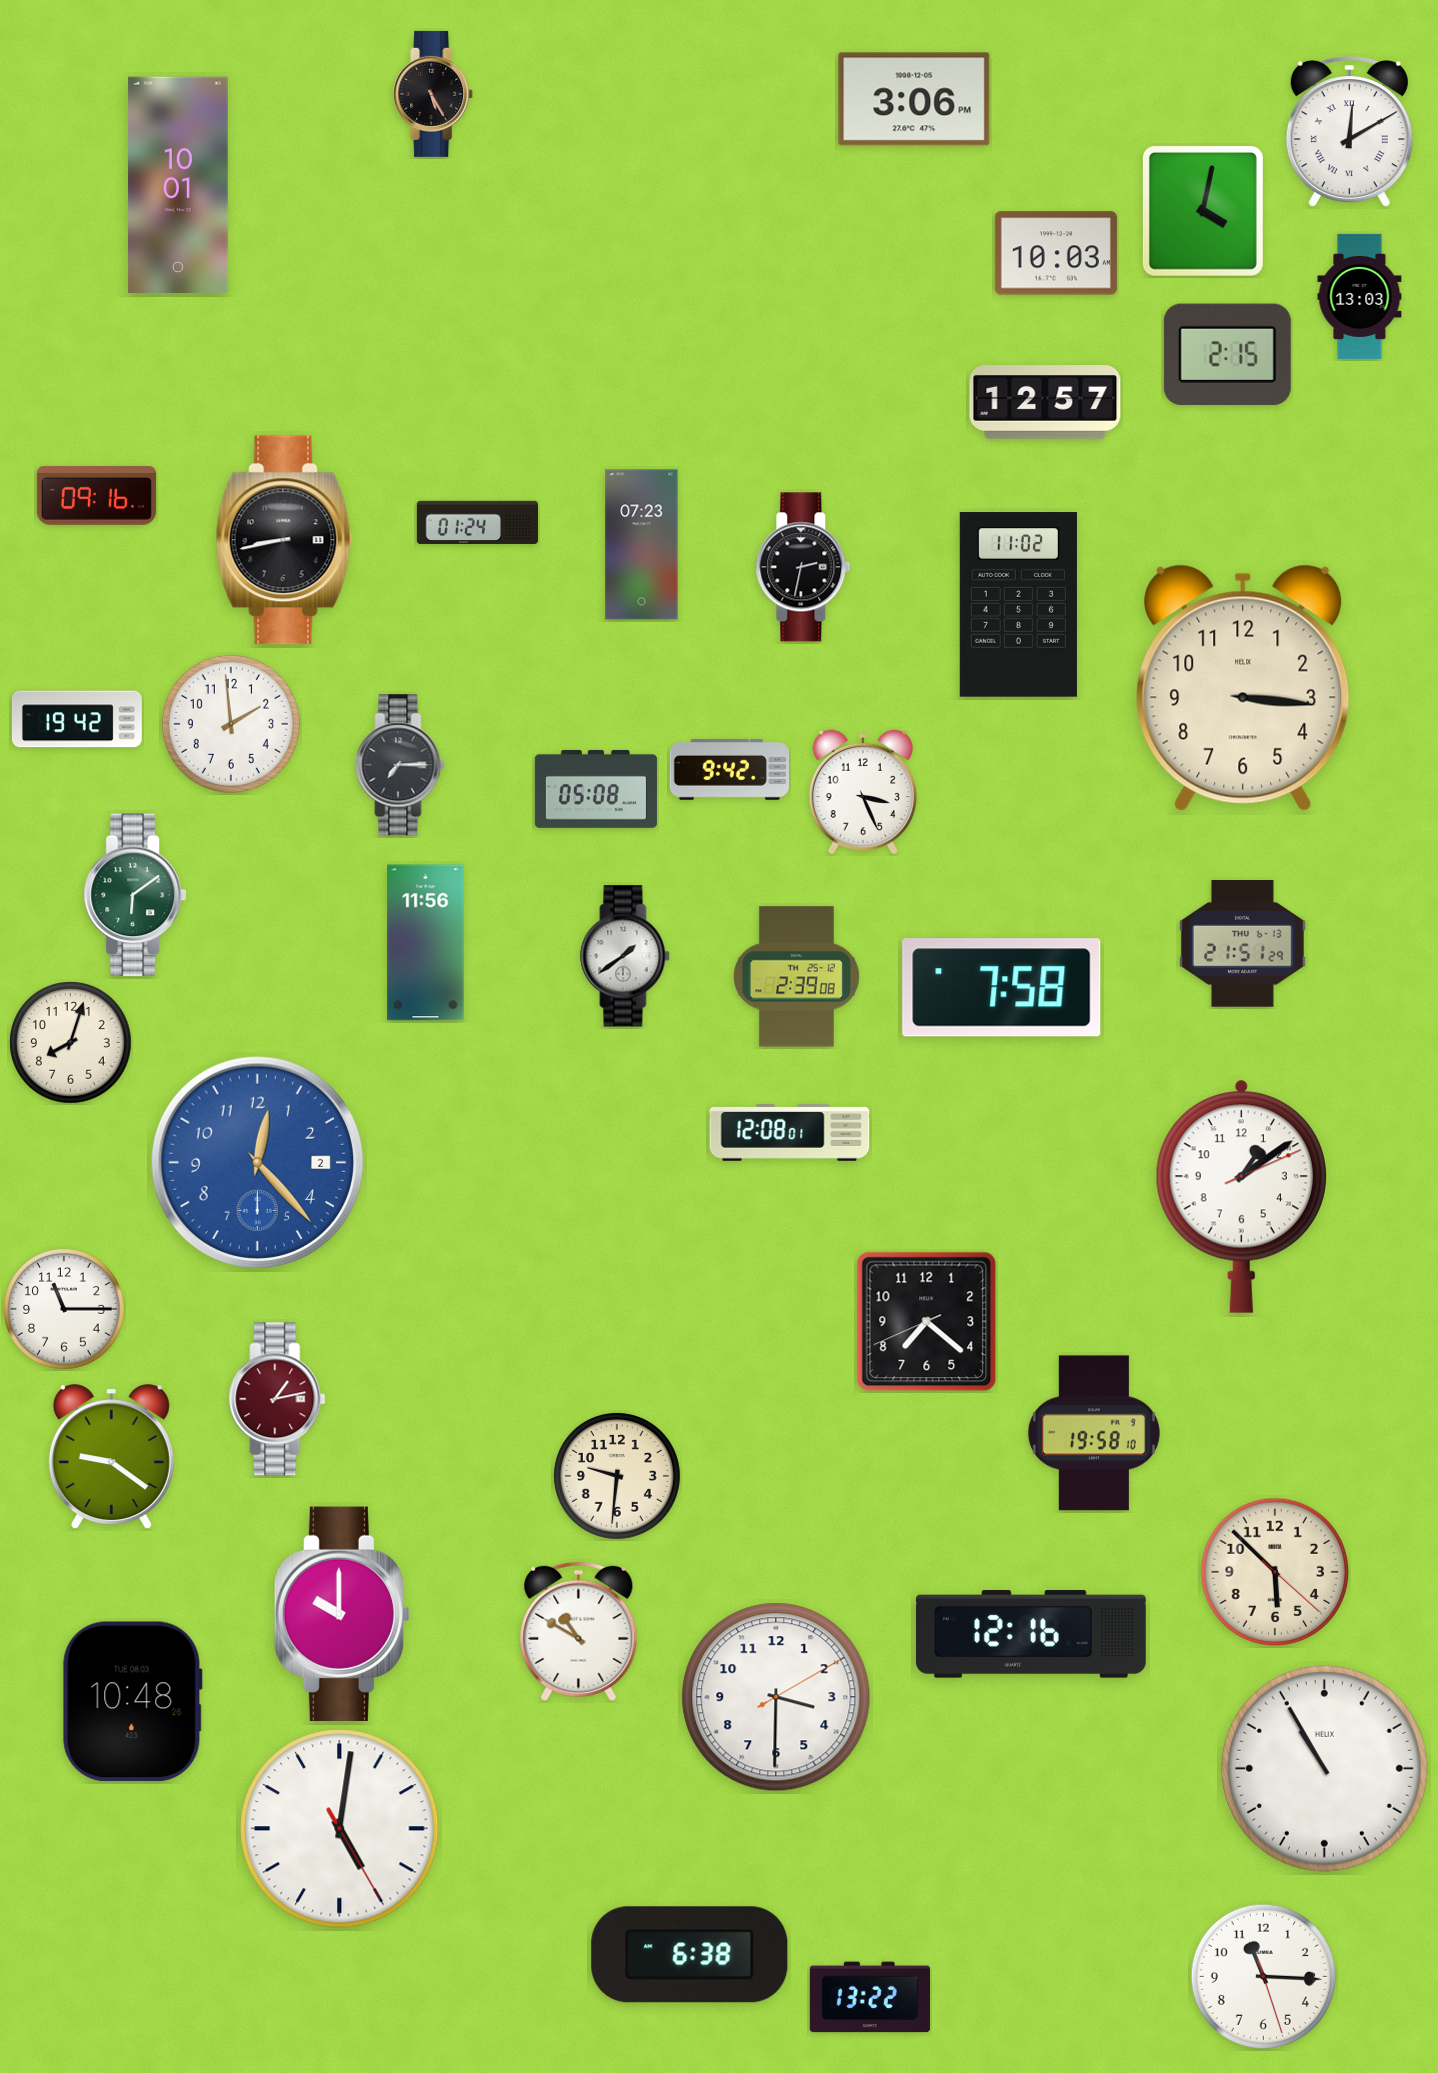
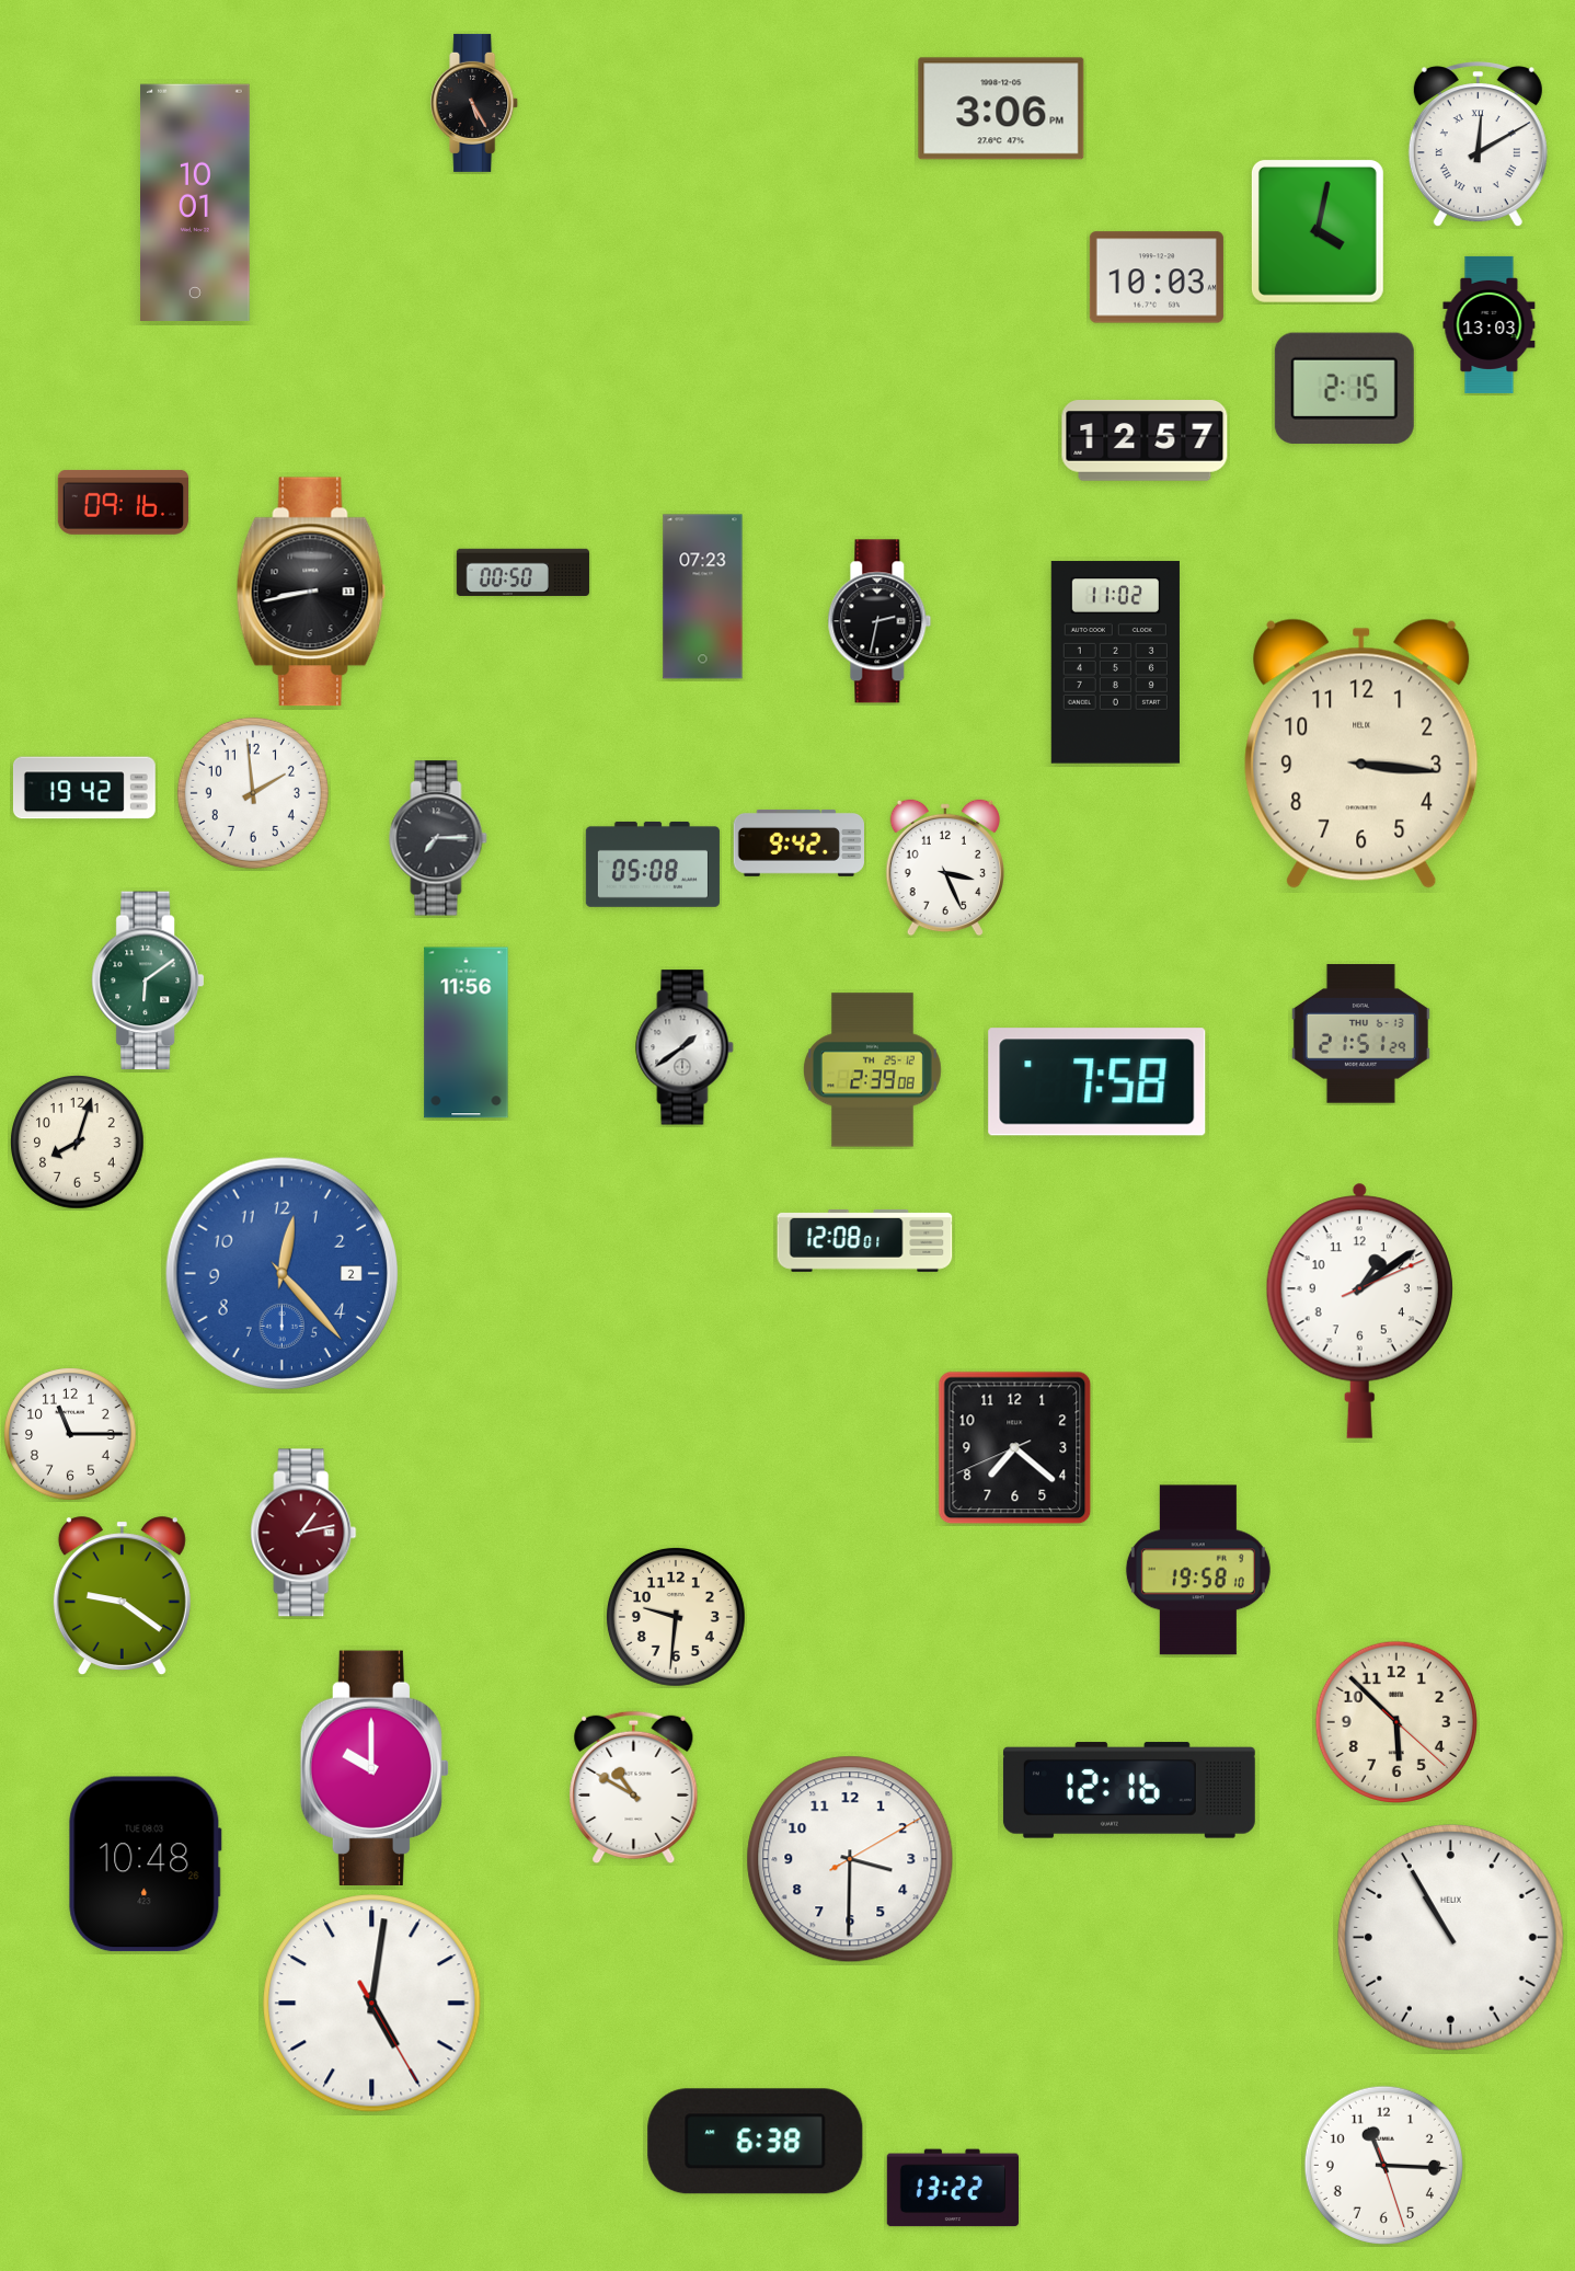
clock at (96, 495) position: (96, 495) -> (123, 502)
clock at (477, 522): 01:24 -> 00:50
